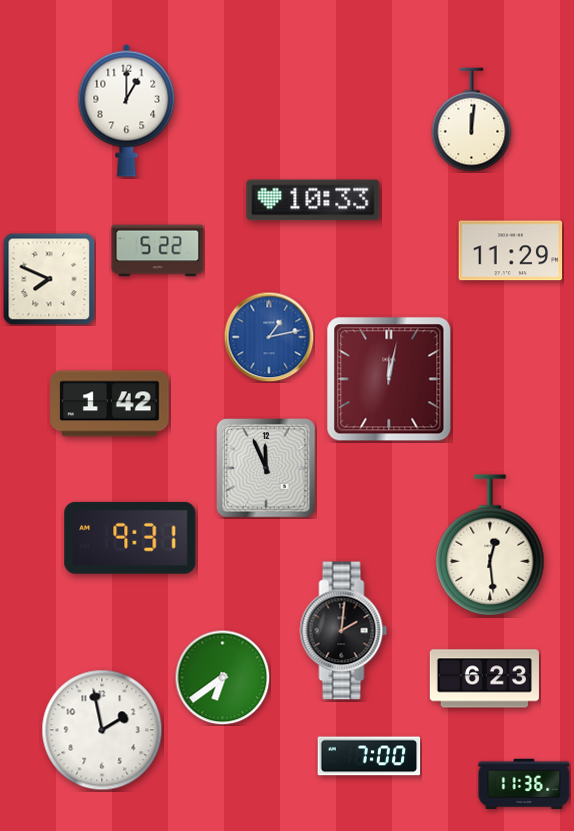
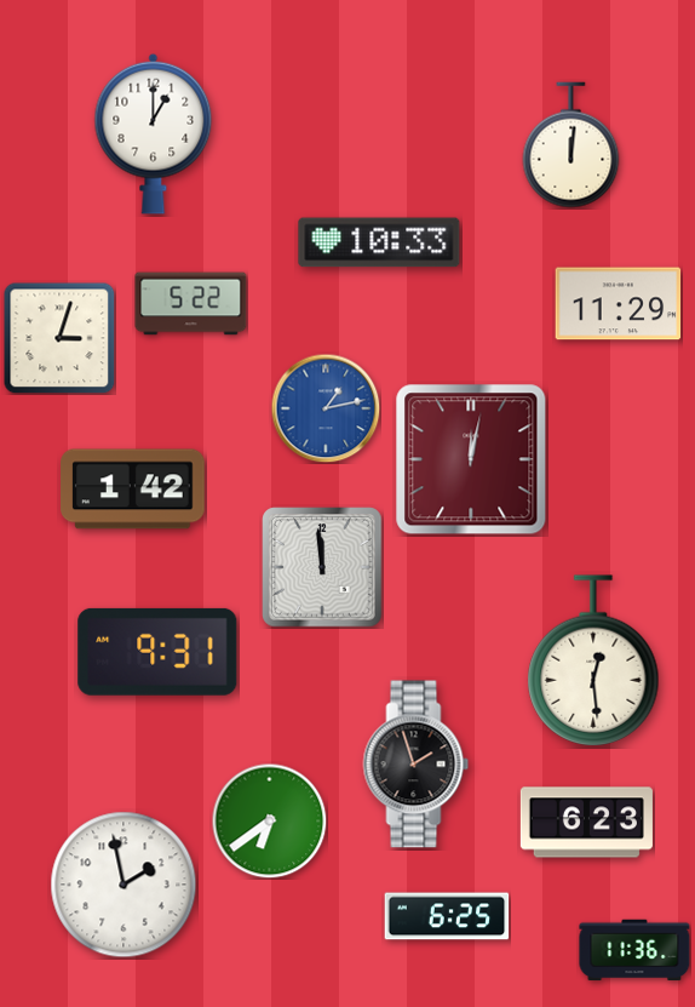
clock at (49, 279): 7:49 -> 3:03
clock at (266, 468): 11:56 -> 11:59
clock at (344, 631): 2:01 -> 1:57
clock at (369, 756): 7:00 -> 6:25
